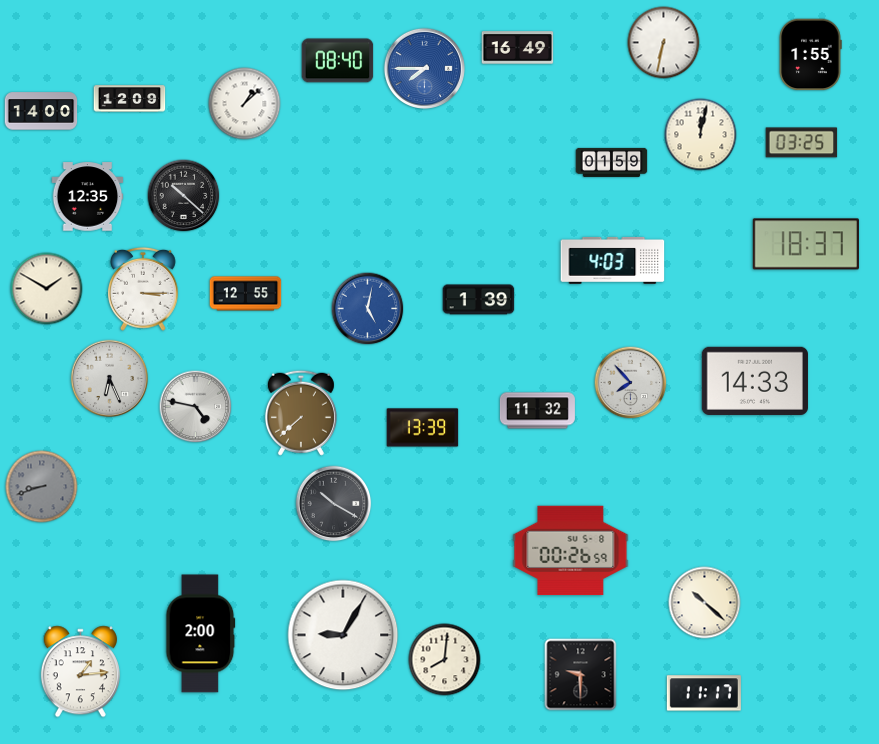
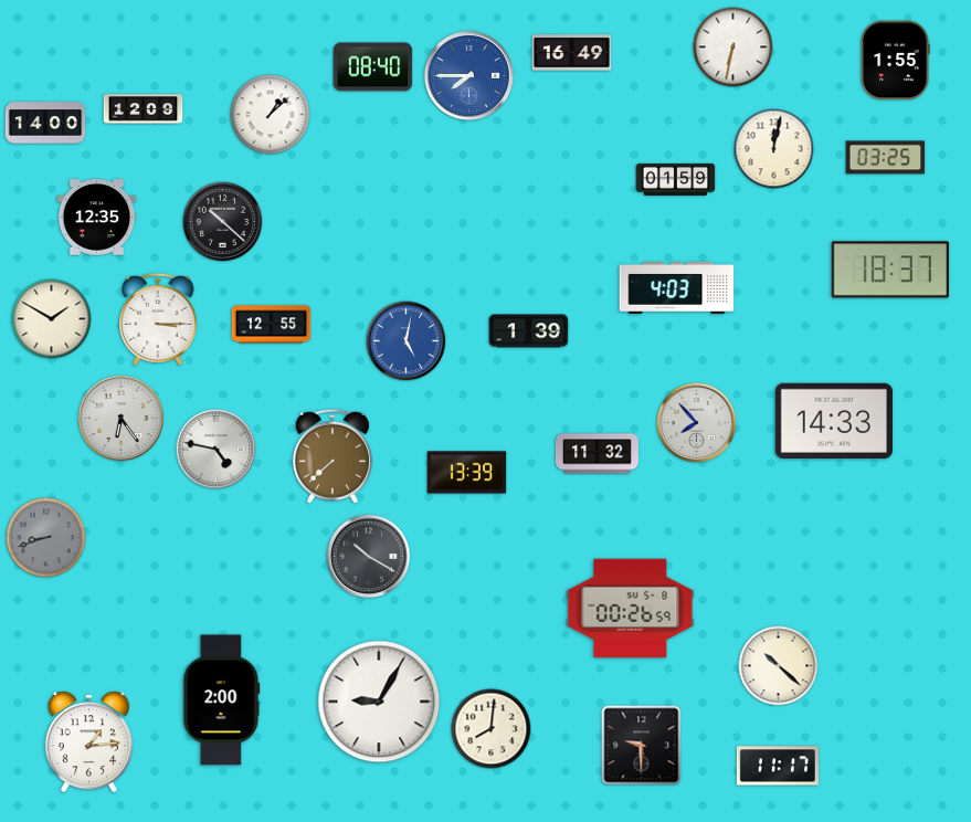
clock at (184, 196) position: (184, 196) -> (223, 222)
clock at (110, 379): 6:26 -> 6:24
clock at (537, 411) position: (537, 411) -> (597, 454)
